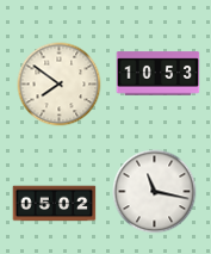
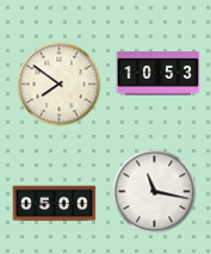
clock at (55, 204): 05:02 -> 05:00
